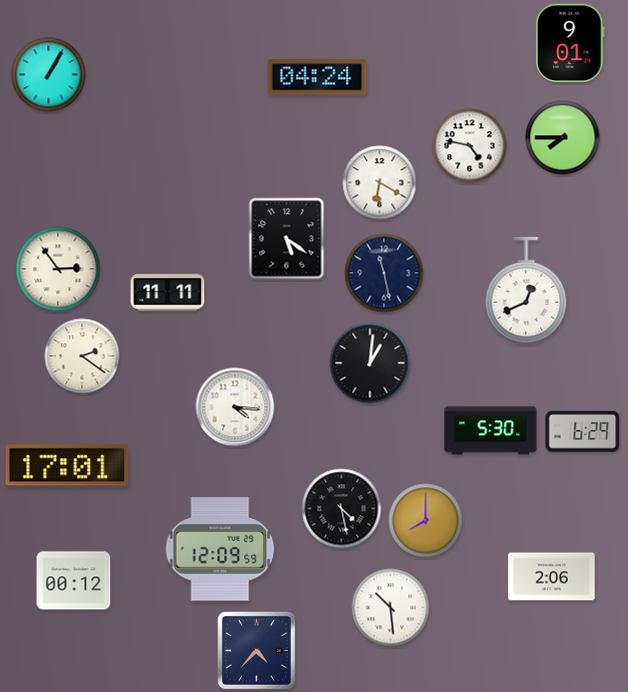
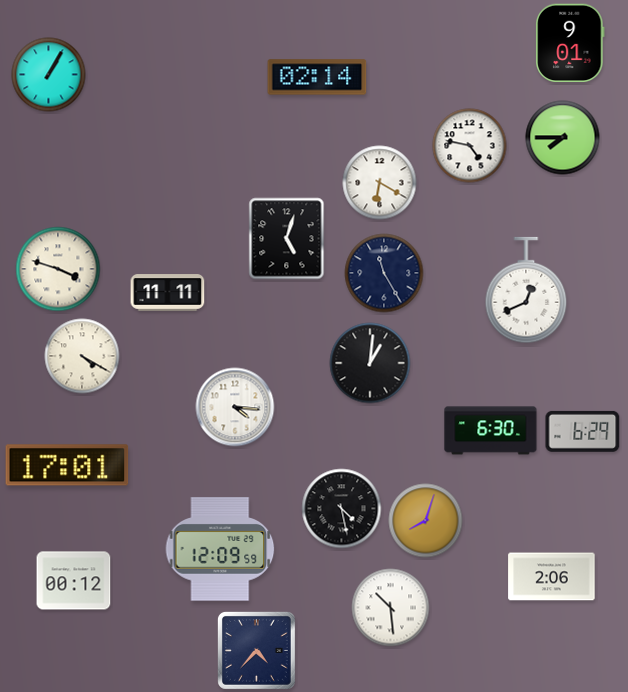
clock at (317, 77): 04:24 -> 02:14
clock at (287, 239): 5:21 -> 5:03
clock at (58, 269): 2:54 -> 3:48
clock at (384, 273): 11:28 -> 11:25
clock at (82, 356): 2:21 -> 4:20
clock at (491, 431): 5:30 -> 6:30
clock at (426, 521): 8:00 -> 8:03
